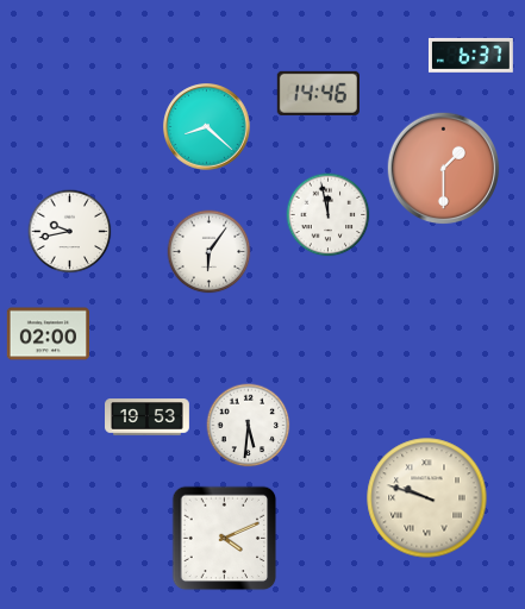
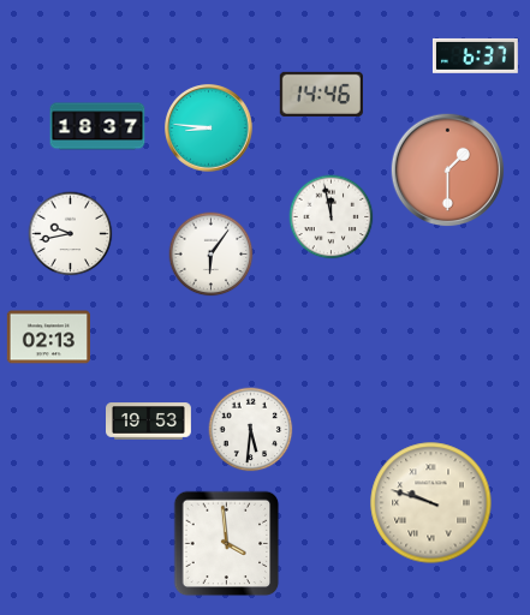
clock at (97, 126): none -> 18:37
clock at (207, 127): 8:22 -> 8:46
clock at (48, 334): 02:00 -> 02:13
clock at (225, 539): 4:11 -> 3:59
